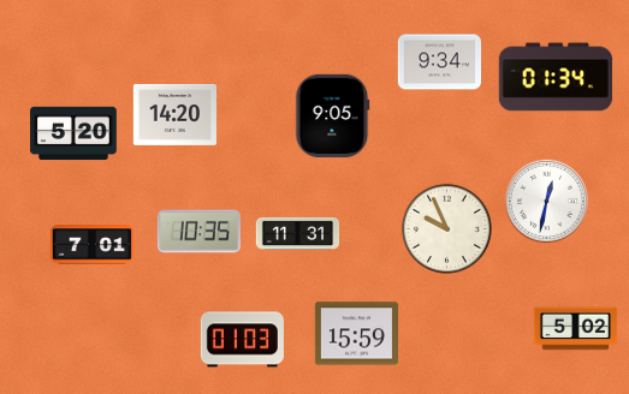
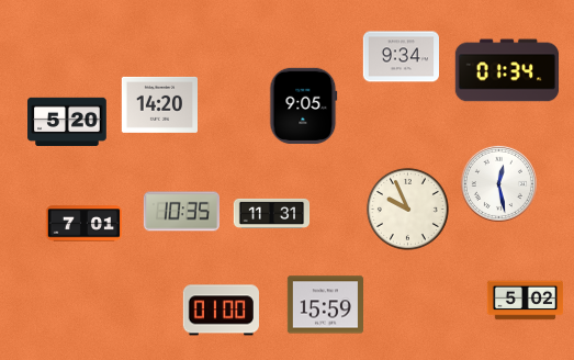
clock at (546, 201): 12:32 -> 12:28
clock at (242, 340): 01:03 -> 01:00
